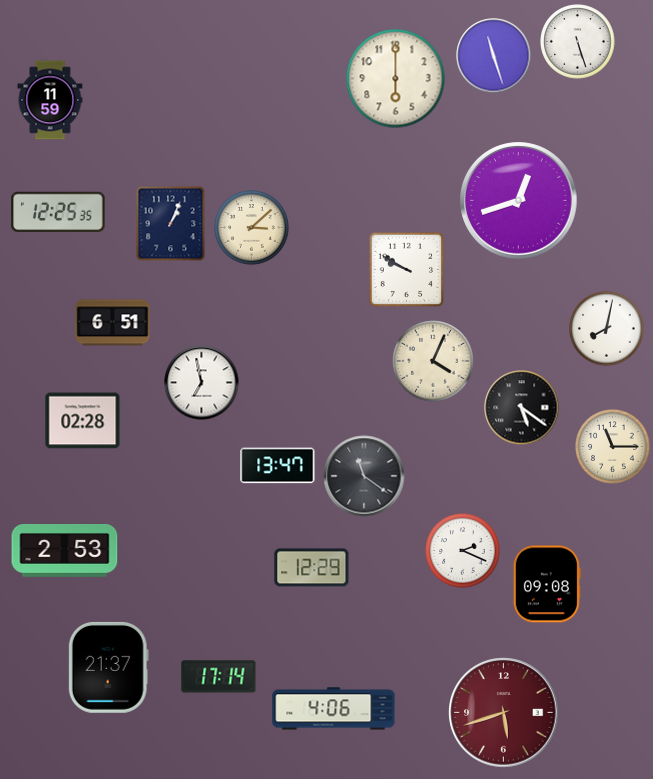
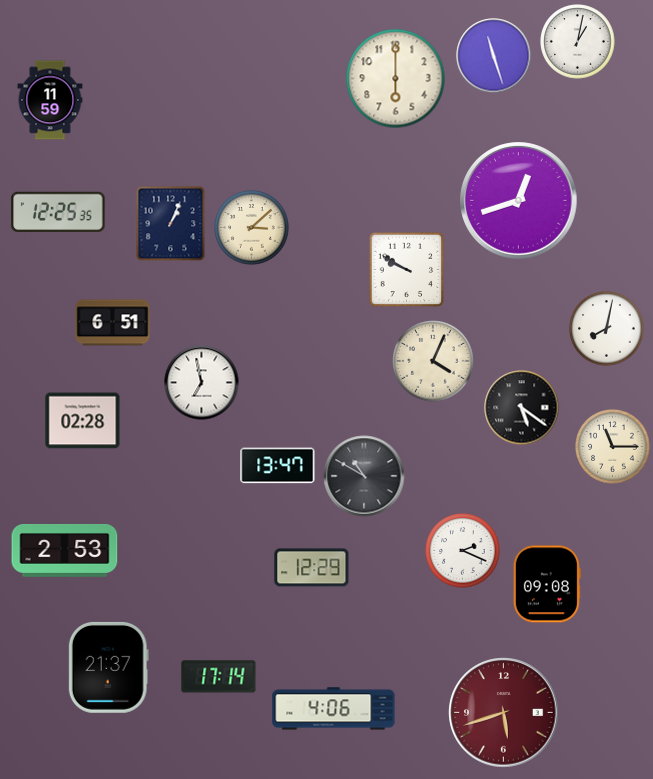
clock at (578, 42): 5:27 -> 1:02
clock at (364, 476): 11:21 -> 10:50
